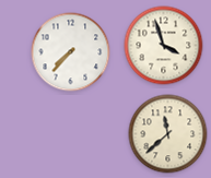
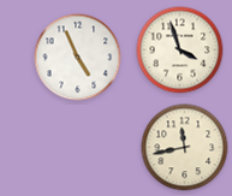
clock at (71, 52): 7:37 -> 4:56
clock at (168, 134): 11:38 -> 11:43
